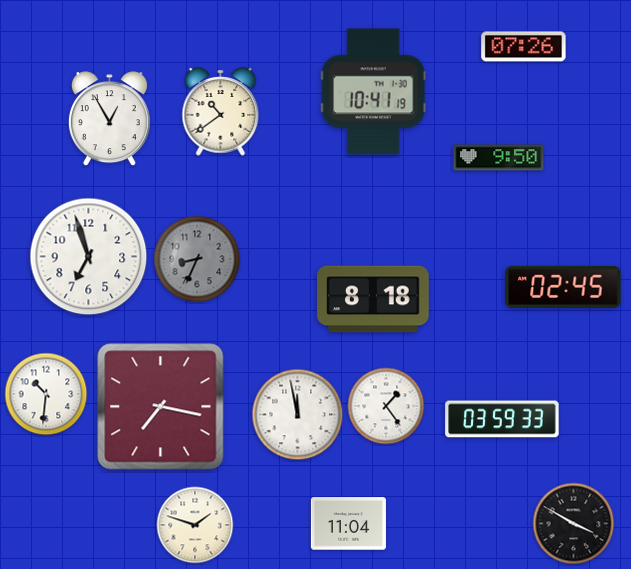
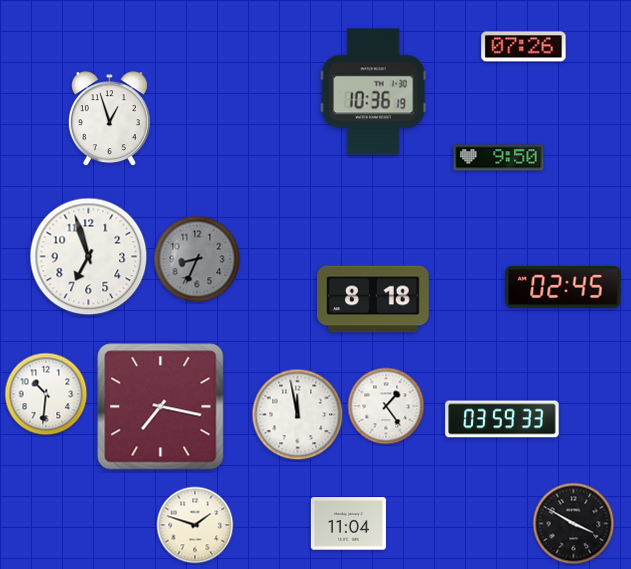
clock at (373, 92): 10:41 -> 10:36
clock at (221, 112): 10:39 -> none
clock at (109, 119): 12:55 -> 12:57
